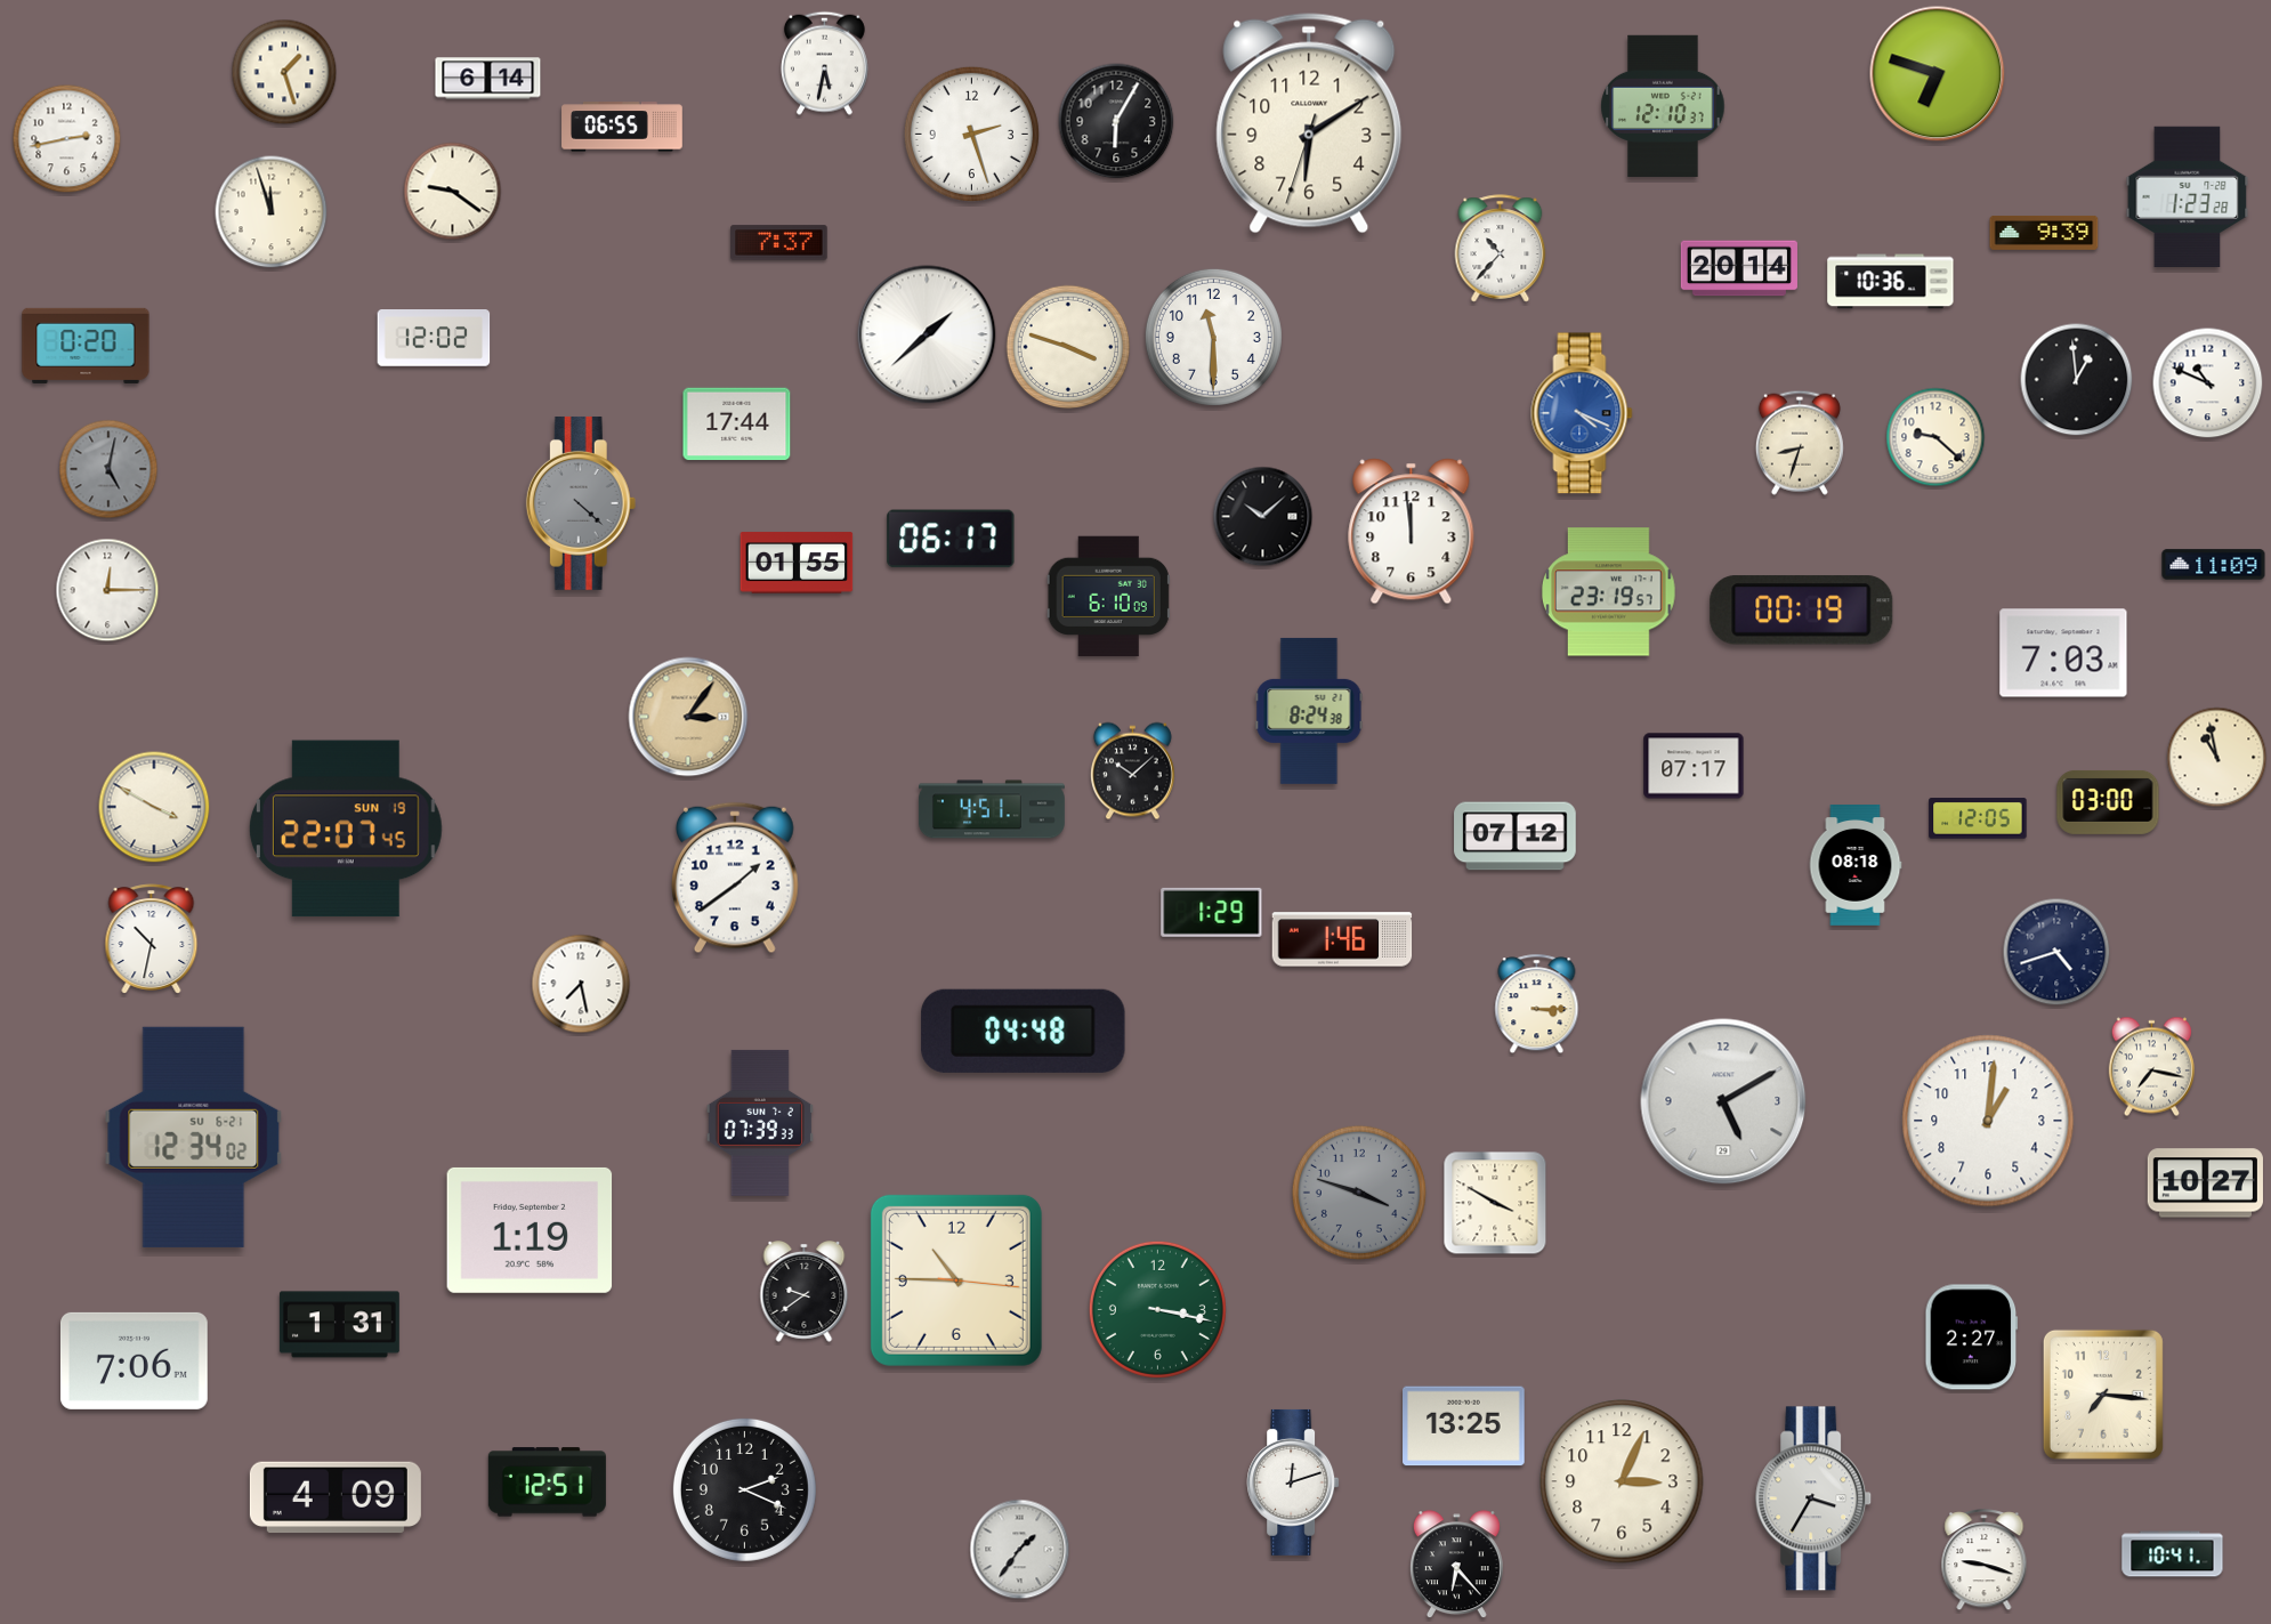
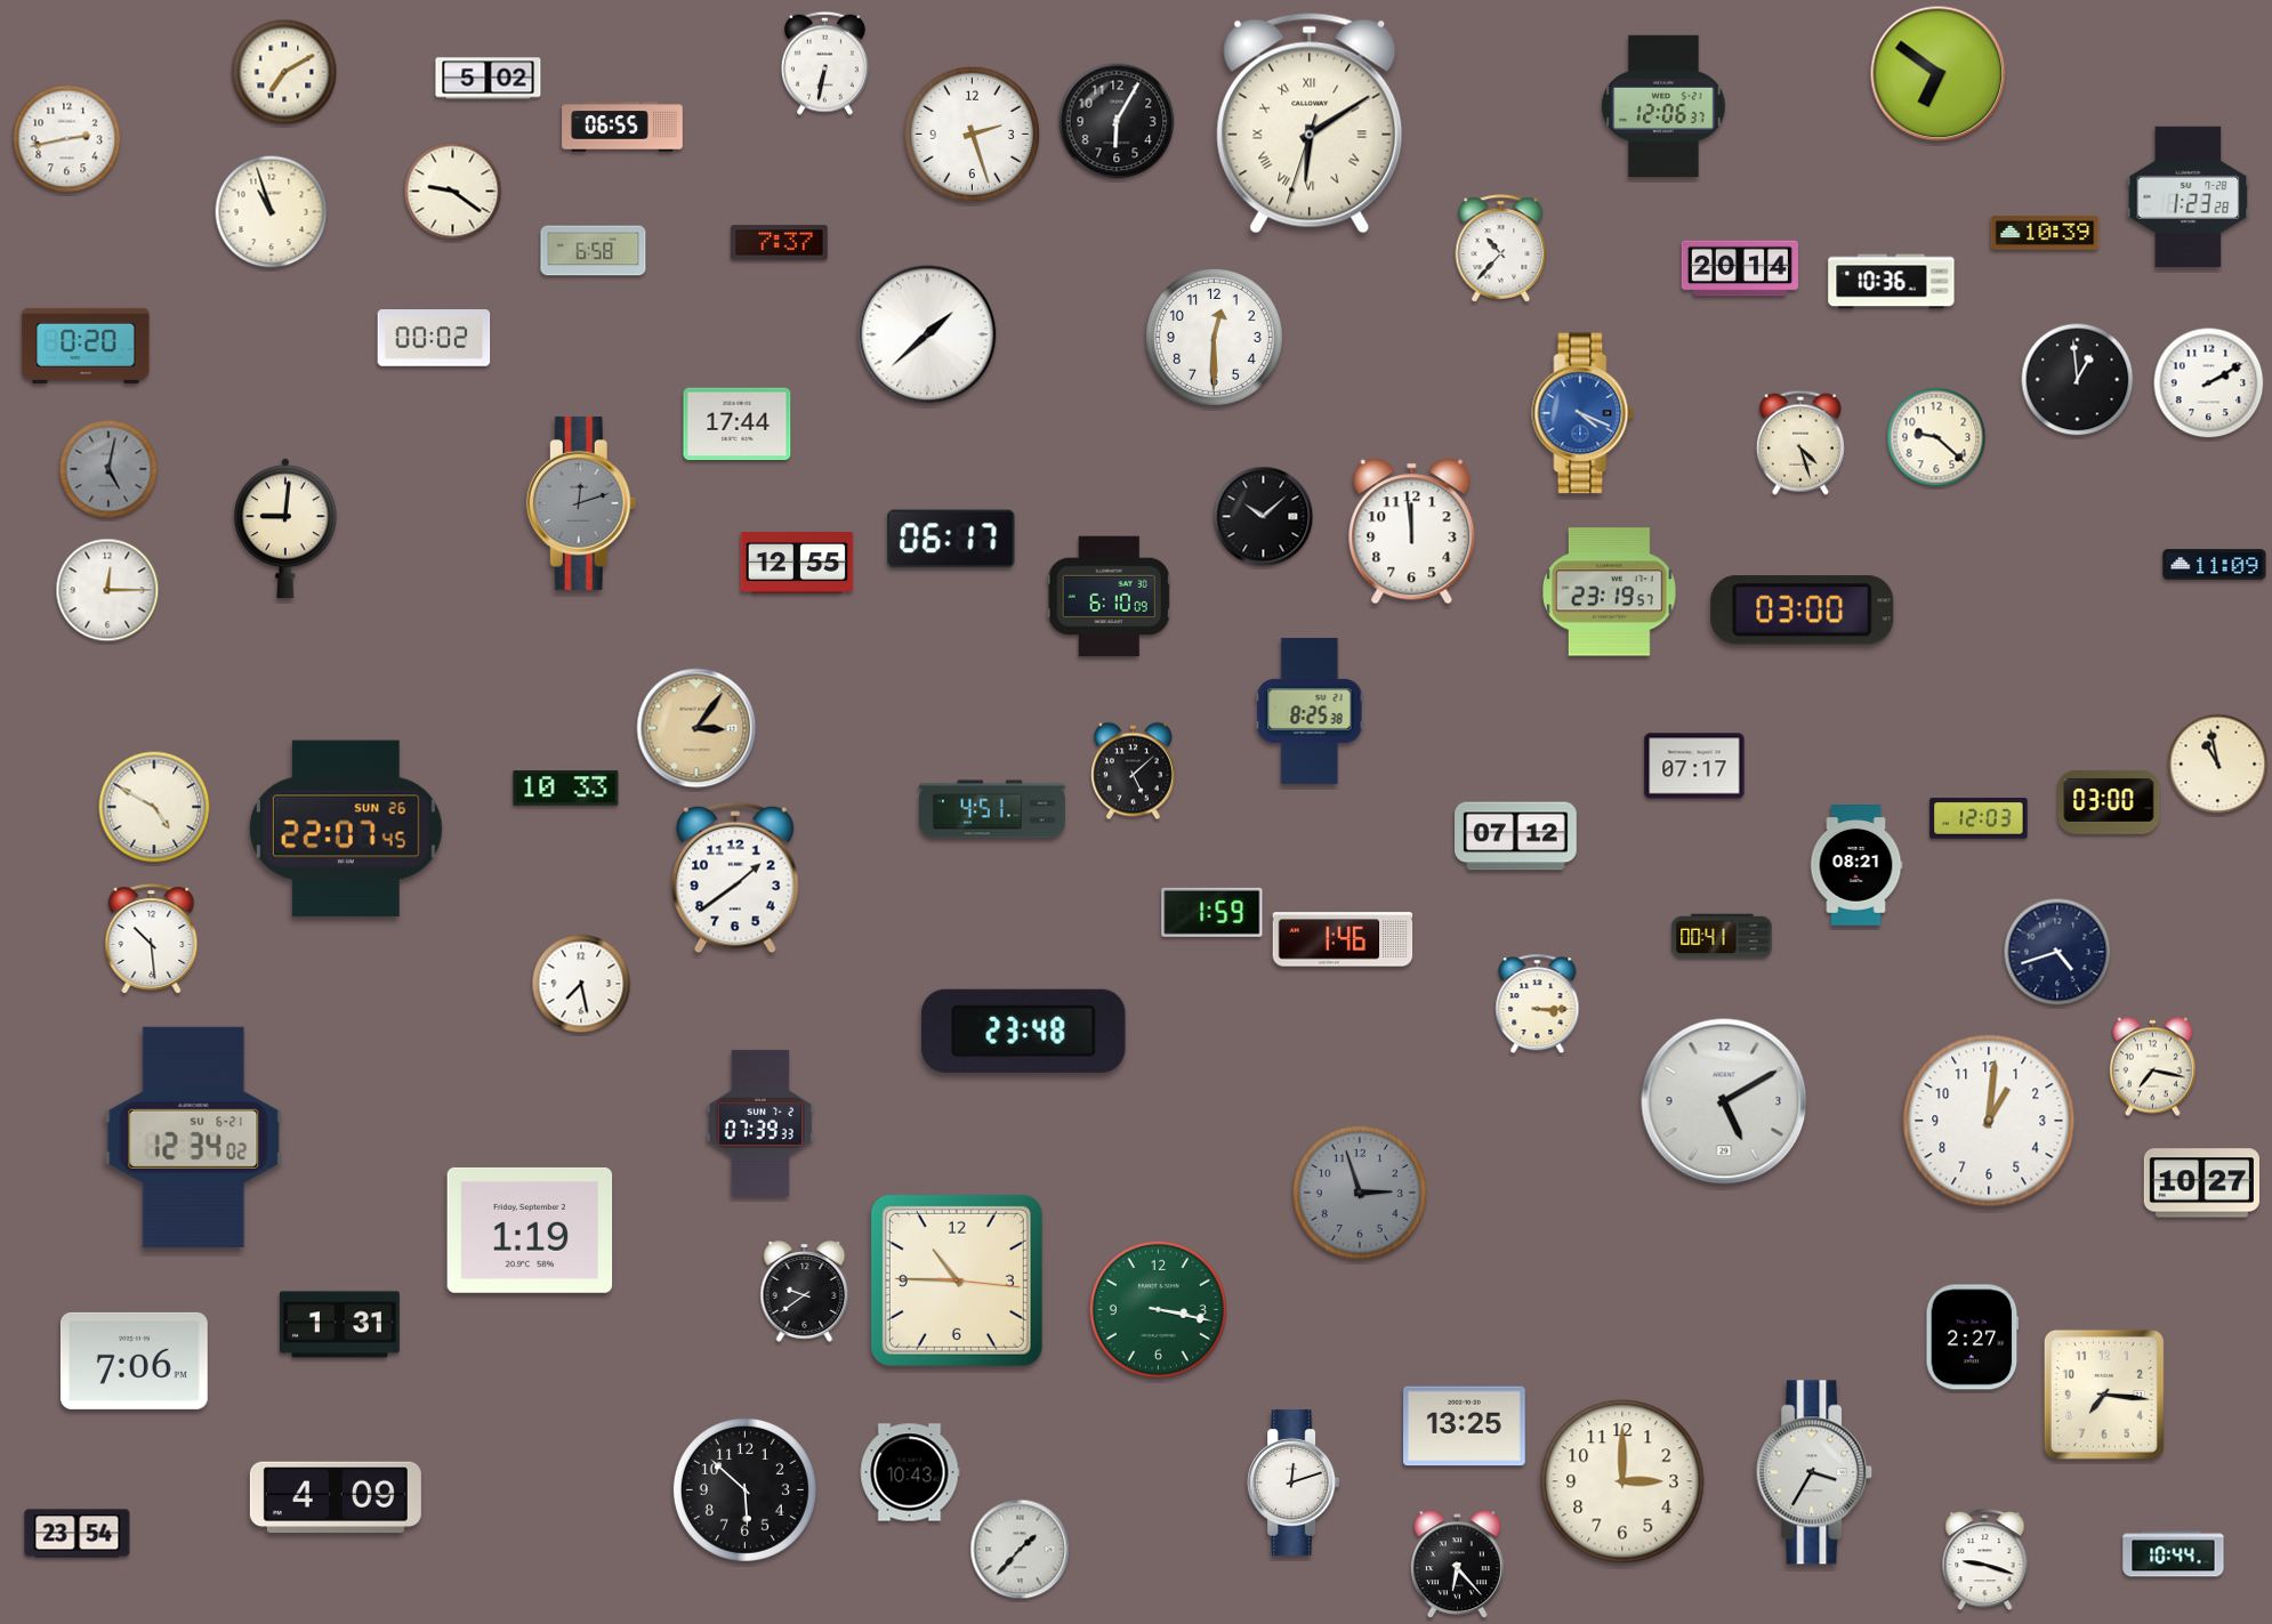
clock at (824, 63): 5:32 -> 6:32
clock at (284, 72): 1:27 -> 7:10
clock at (1938, 74): 6:48 -> 6:51
clock at (488, 79): 6:14 -> 5:02
clock at (1663, 106): 12:10 -> 12:06
clock at (1309, 123) numerals: Arabic -> Roman
clock at (272, 212): 11:57 -> 10:57
clock at (2044, 233): 9:39 -> 10:39
clock at (594, 251): none -> 6:58
clock at (1213, 337): 11:30 -> 12:30
clock at (434, 339): 12:02 -> 00:02
clock at (1068, 347): 3:48 -> none
clock at (2208, 383): 10:49 -> 2:10
clock at (1800, 443): 8:33 -> 4:27
clock at (581, 503): 4:22 -> 12:12
clock at (285, 528): none -> 9:01
clock at (797, 563): 01:55 -> 12:55
clock at (1802, 611): 00:19 -> 03:00
clock at (2063, 653): 7:03 -> none
clock at (1309, 711): 8:24 -> 8:25
clock at (688, 717) position: (688, 717) -> (696, 728)
clock at (2217, 758) position: (2217, 758) -> (2218, 765)
clock at (1132, 771): 10:08 -> 5:08
clock at (566, 789): none -> 10:33
clock at (154, 807): 3:50 -> 4:50
clock at (1978, 818): 12:05 -> 12:03
clock at (346, 829) date: SUN 19 -> SUN 26
clock at (1856, 866): 08:18 -> 08:21
clock at (1212, 912): 1:29 -> 1:59
clock at (1722, 936): none -> 00:41
clock at (152, 939): 10:32 -> 10:29
clock at (1024, 1031): 04:48 -> 23:48
clock at (2205, 1183) position: (2205, 1183) -> (2201, 1183)
clock at (1359, 1193): 3:48 -> 2:57
clock at (1495, 1203): 3:50 -> none
clock at (910, 1472): none -> 10:43
clock at (1622, 1481): 3:04 -> 3:00
clock at (547, 1482): 12:51 -> none
clock at (744, 1489): 2:19 -> 5:52
clock at (1815, 1498) position: (1815, 1498) -> (1815, 1472)
clock at (78, 1534): none -> 23:54
clock at (1020, 1550): 1:36 -> 1:37
clock at (2173, 1554): 10:41 -> 10:44
